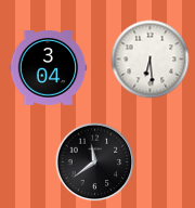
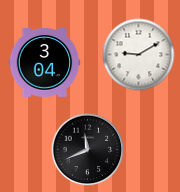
clock at (151, 60): 6:29 -> 9:10
clock at (95, 162): 11:39 -> 11:41
